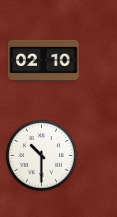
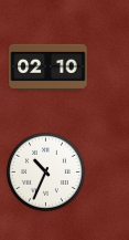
clock at (41, 155): 10:30 -> 10:34
